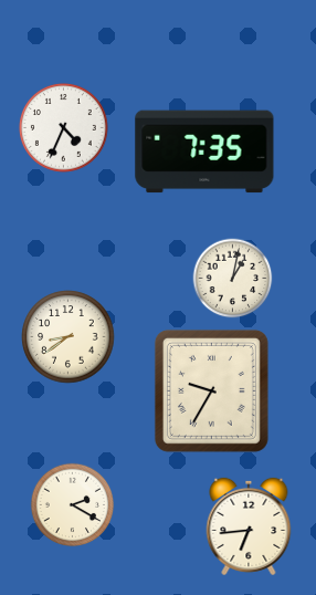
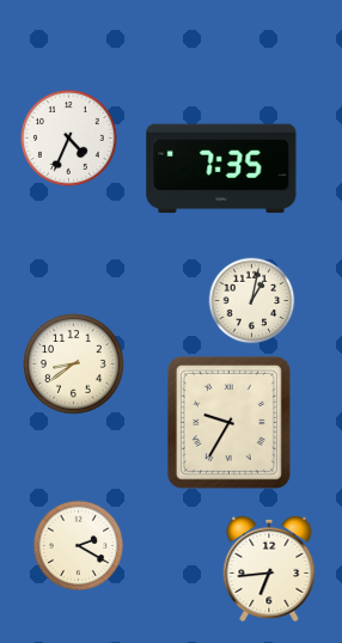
clock at (204, 152) position: (204, 152) -> (221, 169)
